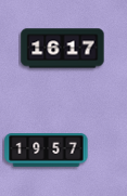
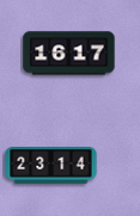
clock at (47, 151): 19:57 -> 23:14
